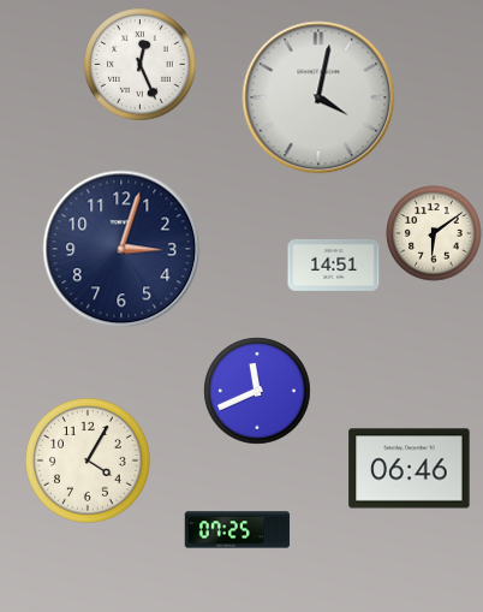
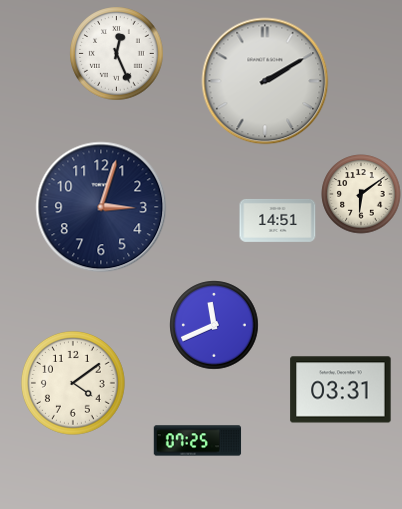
clock at (318, 97): 4:02 -> 2:10
clock at (88, 461): 4:05 -> 4:09
clock at (410, 469): 06:46 -> 03:31
